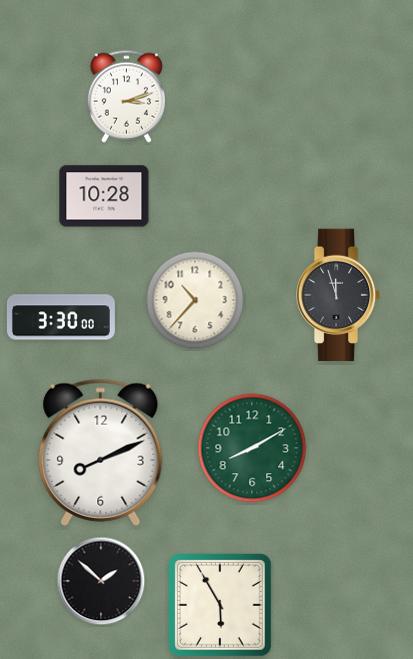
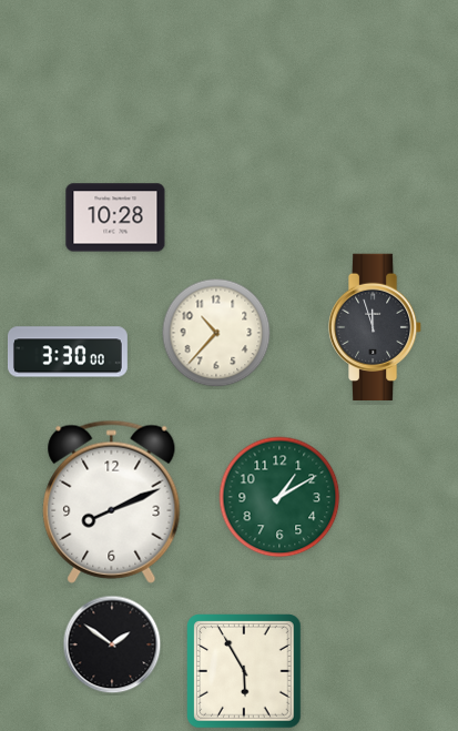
clock at (126, 96): 3:12 -> none
clock at (252, 448): 8:10 -> 1:10
clock at (101, 581): 1:52 -> 1:51
